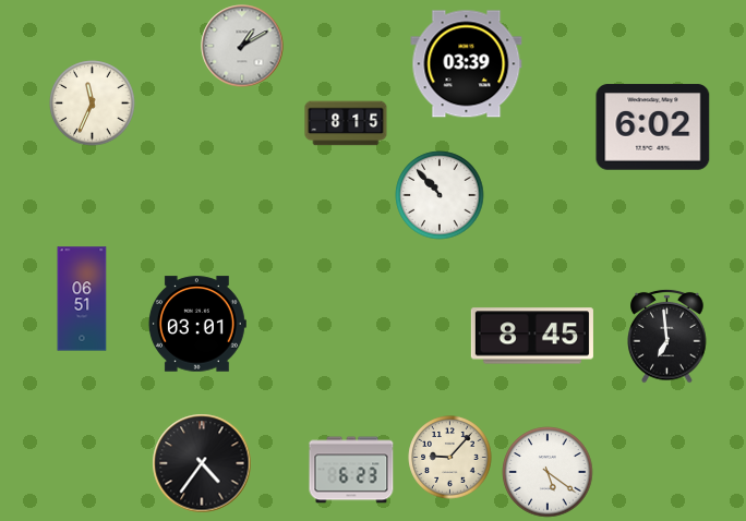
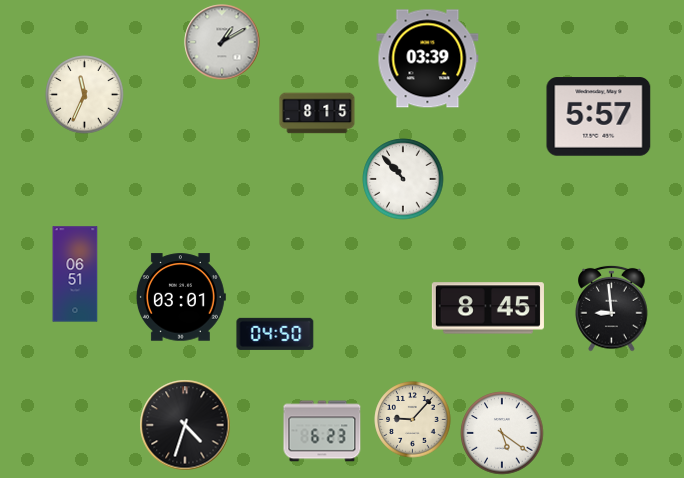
clock at (653, 128): 6:02 -> 5:57
clock at (667, 336): 6:59 -> 8:59
clock at (275, 334): none -> 04:50
clock at (202, 463): 4:36 -> 4:33
